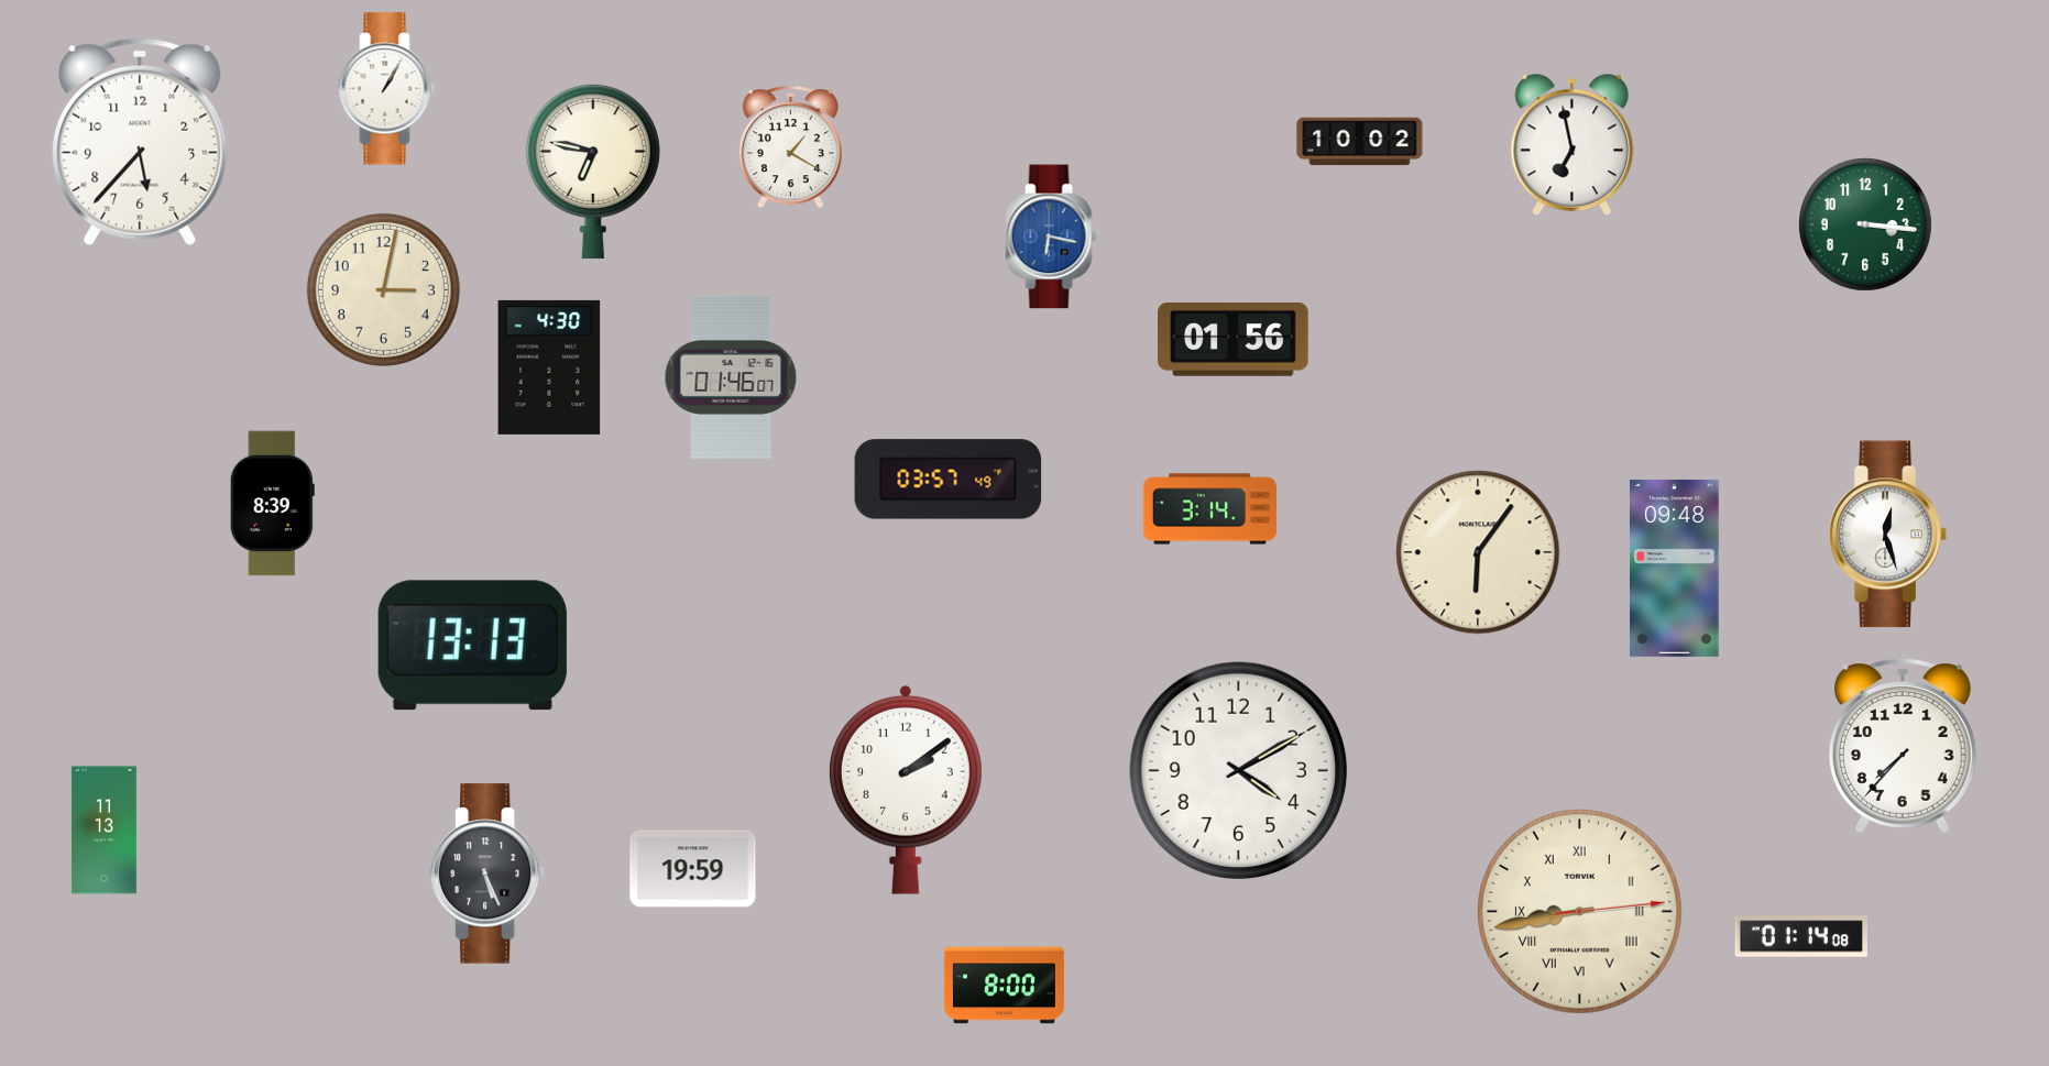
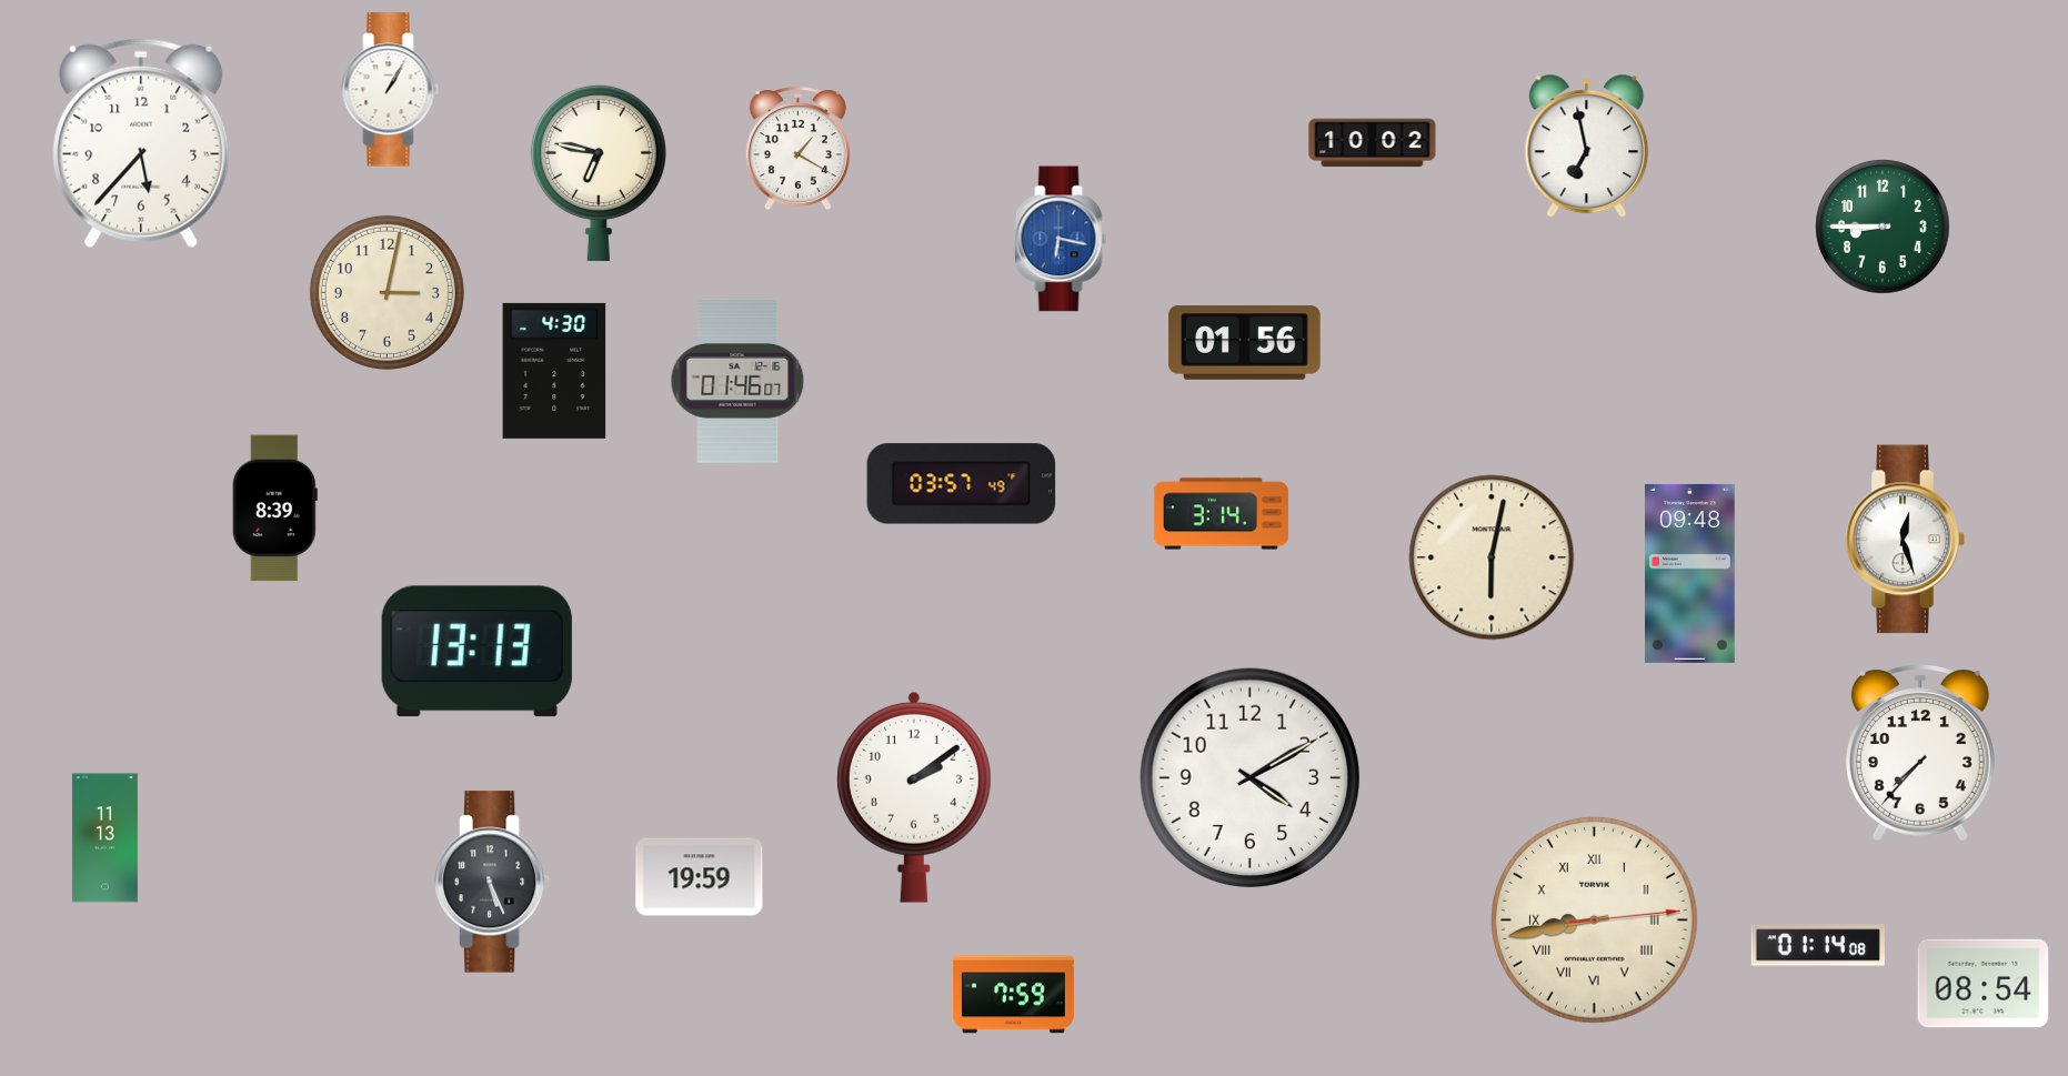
clock at (1866, 226): 3:16 -> 8:45
clock at (949, 480) position: (949, 480) -> (962, 484)
clock at (1478, 552): 6:06 -> 6:02
clock at (1984, 984): none -> 08:54
clock at (1004, 986): 8:00 -> 7:59
